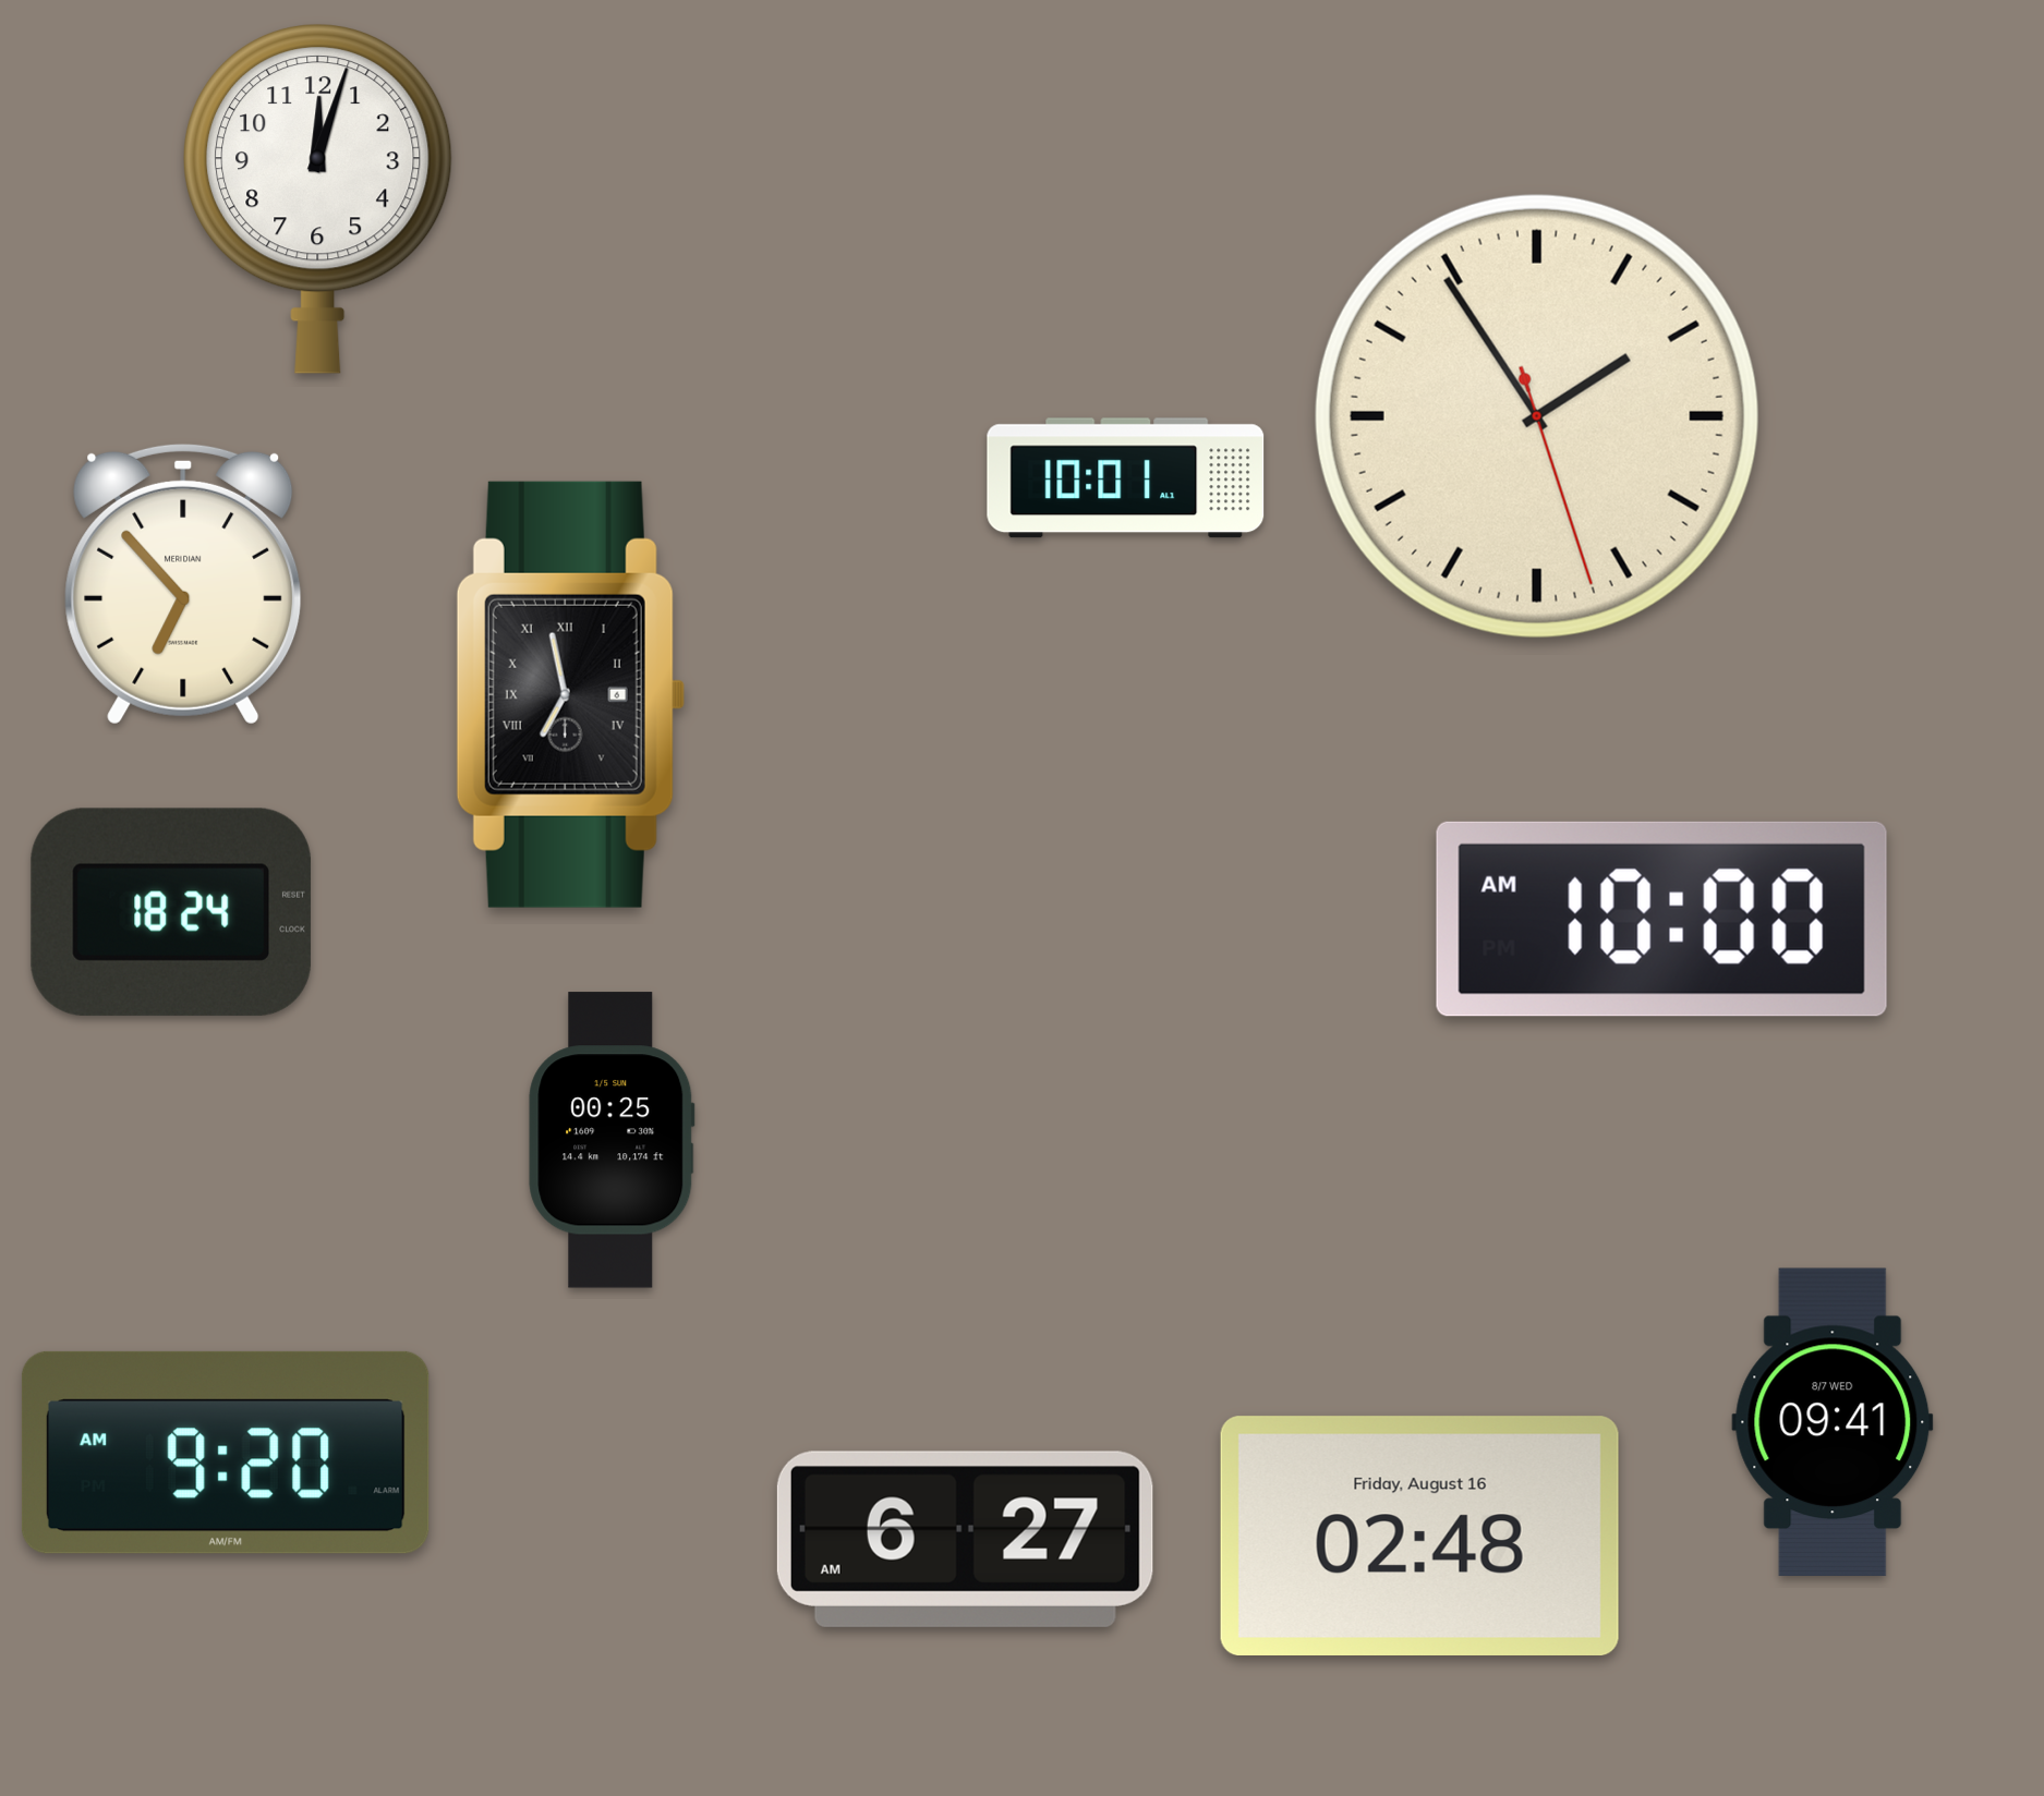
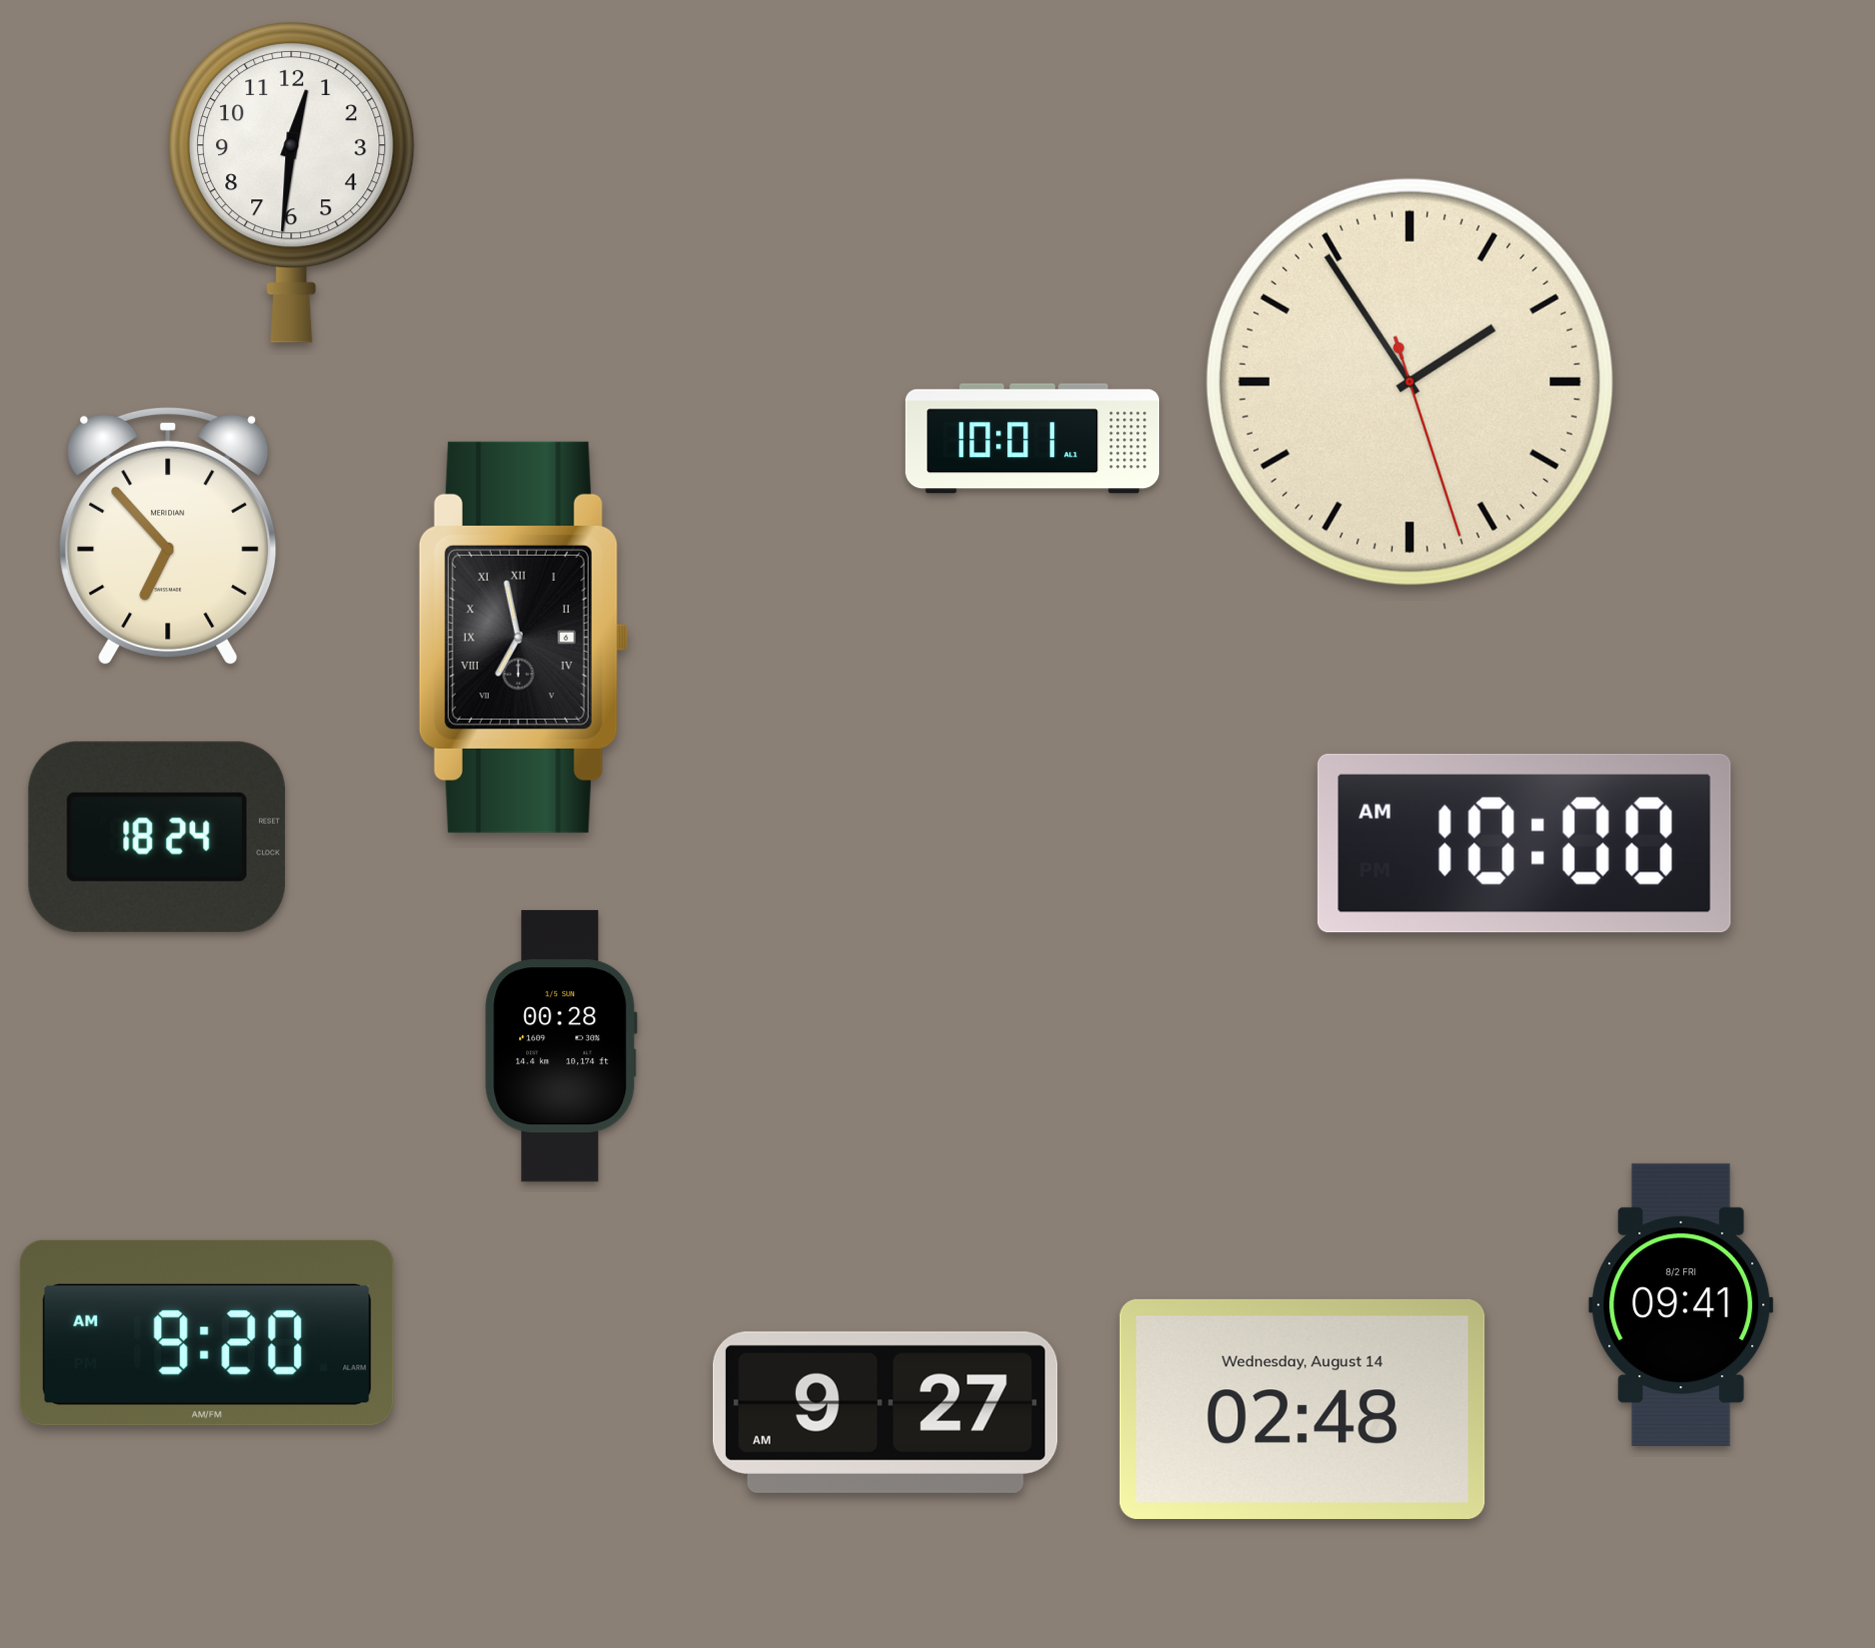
clock at (318, 199): 12:03 -> 12:31
clock at (612, 1140): 00:25 -> 00:28
clock at (1833, 1422) date: 8/7 WED -> 8/2 FRI
clock at (1419, 1536) date: Friday, August 16 -> Wednesday, August 14
clock at (965, 1539): 6:27 -> 9:27
